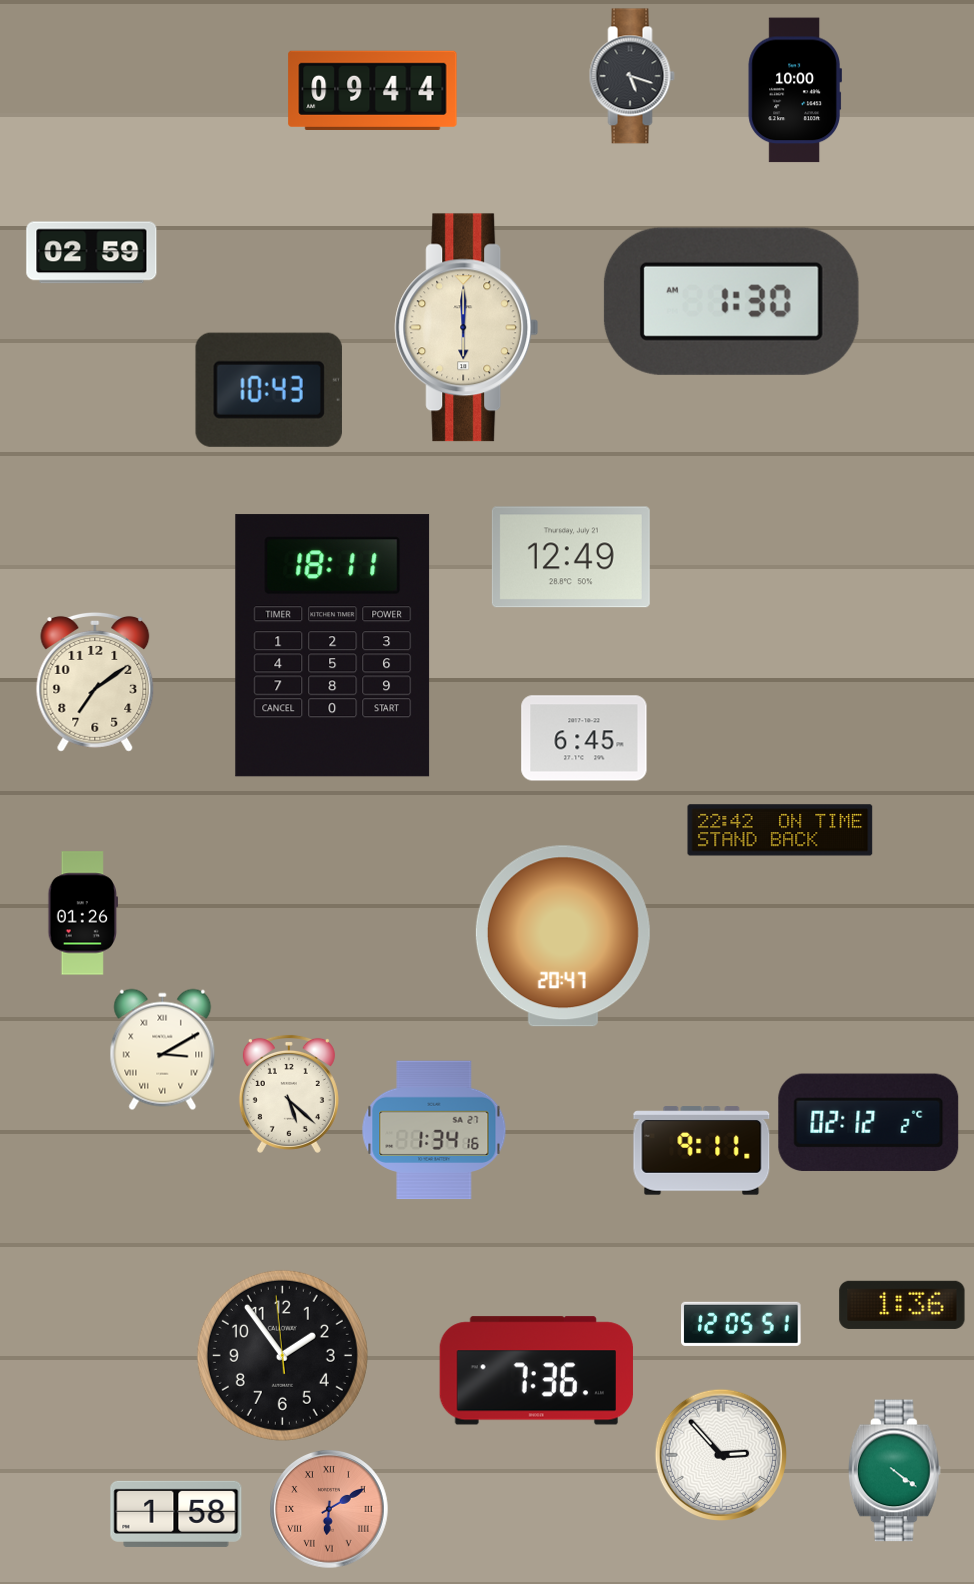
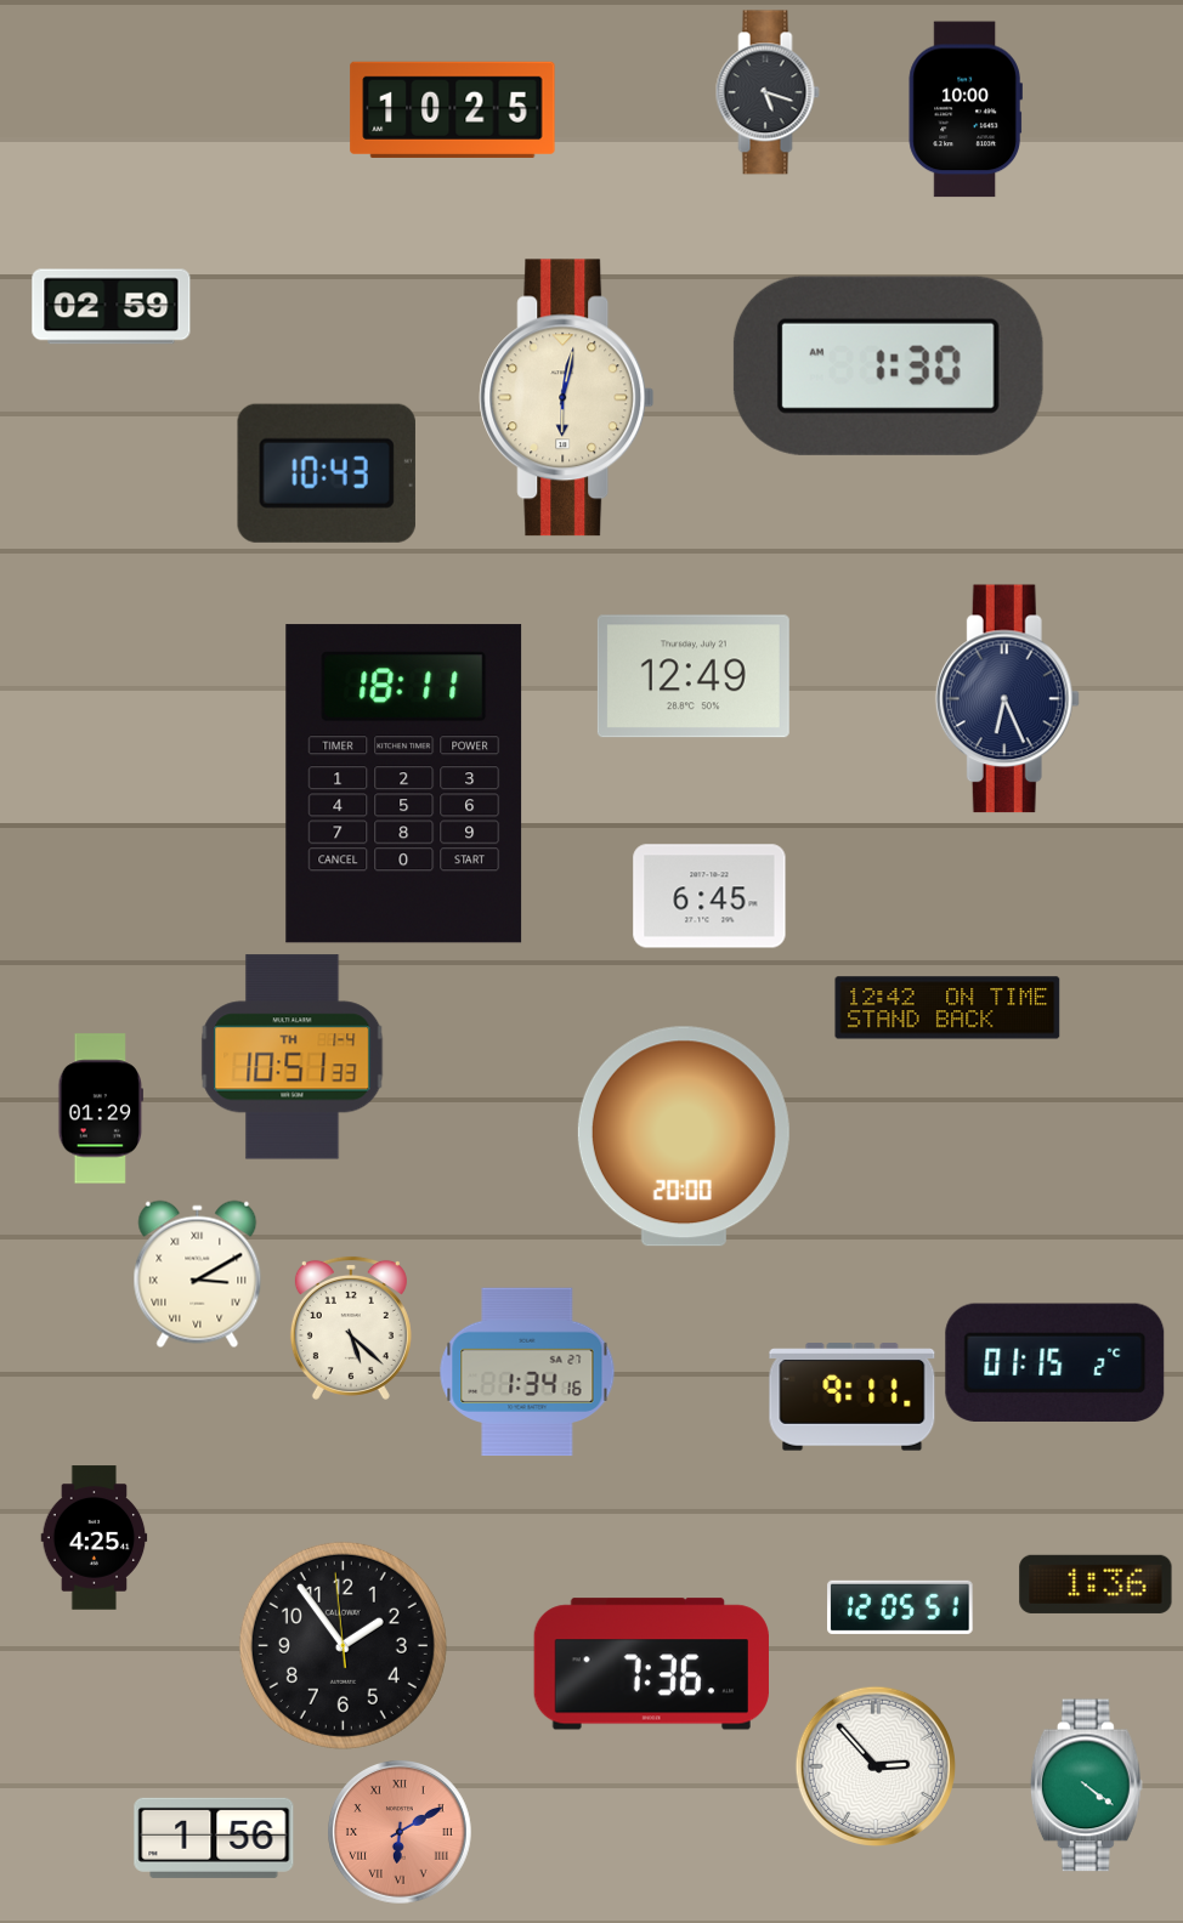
clock at (373, 90): 09:44 -> 10:25
clock at (467, 328): 6:00 -> 6:02
clock at (1007, 699): none -> 6:26
clock at (95, 682): 7:09 -> none
clock at (780, 830): 22:42 -> 12:42
clock at (293, 1057): none -> 10:51
clock at (83, 913): 01:26 -> 01:29
clock at (563, 936): 20:47 -> 20:00
clock at (869, 1122): 02:12 -> 01:15
clock at (95, 1538): none -> 4:25
clock at (176, 1514): 1:58 -> 1:56
